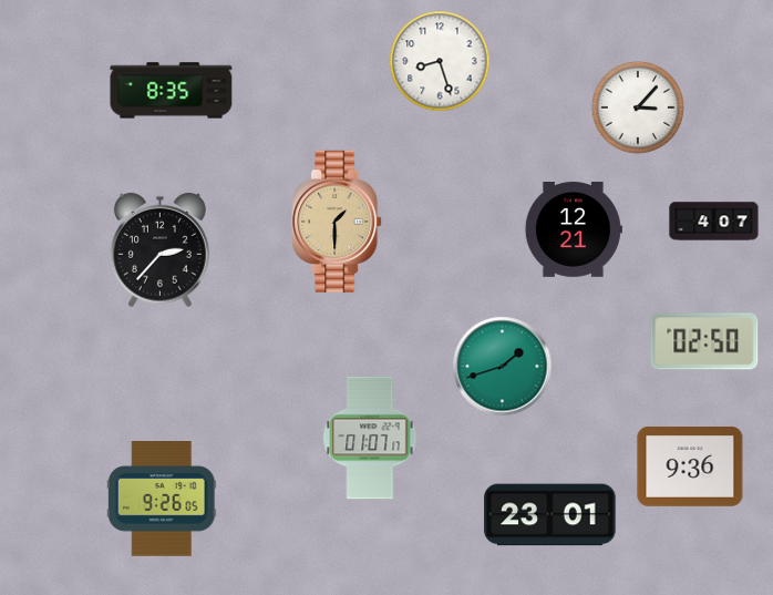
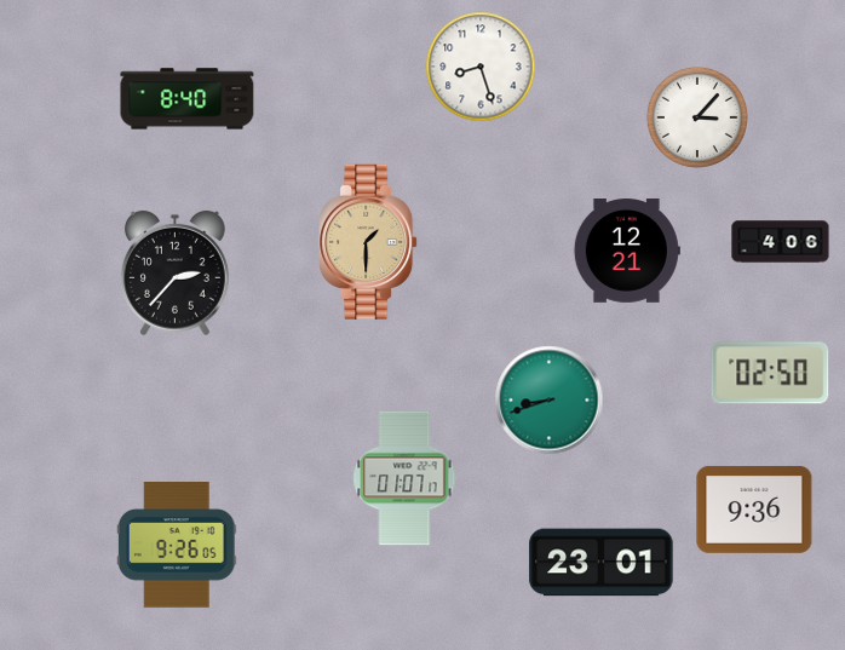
clock at (172, 91): 8:35 -> 8:40
clock at (714, 222): 4:07 -> 4:06
clock at (503, 367): 1:42 -> 8:42
